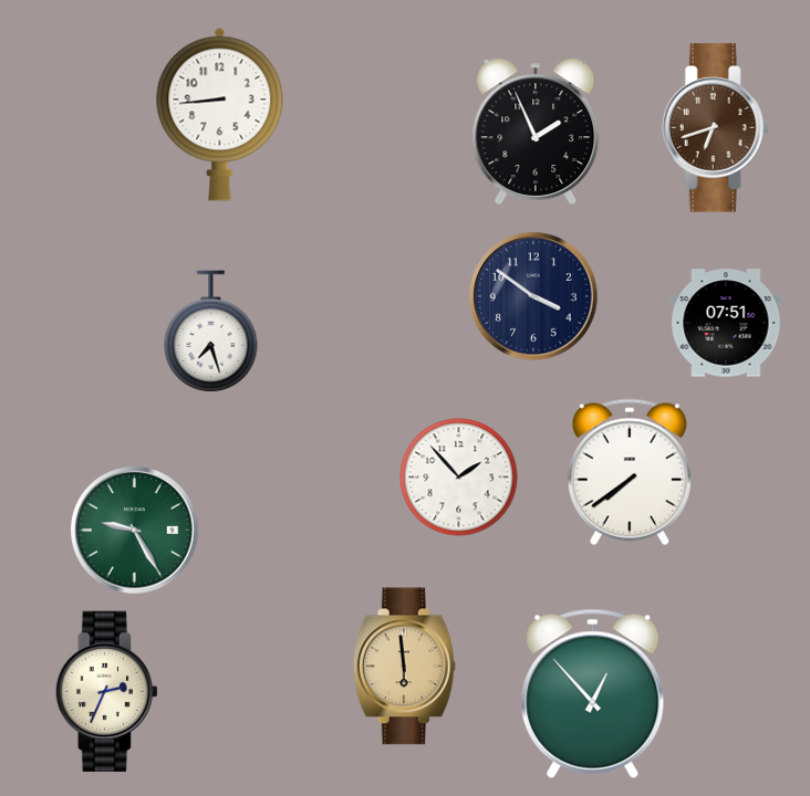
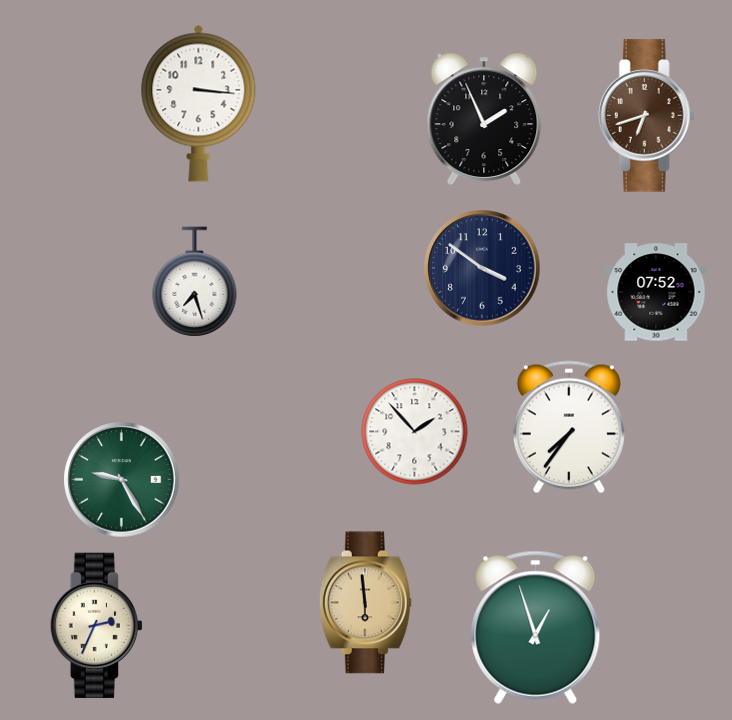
clock at (220, 114): 8:44 -> 3:16
clock at (726, 323): 07:51 -> 07:52
clock at (211, 332) position: (211, 332) -> (195, 282)
clock at (630, 472): 7:39 -> 7:36
clock at (593, 693): 12:53 -> 12:57
